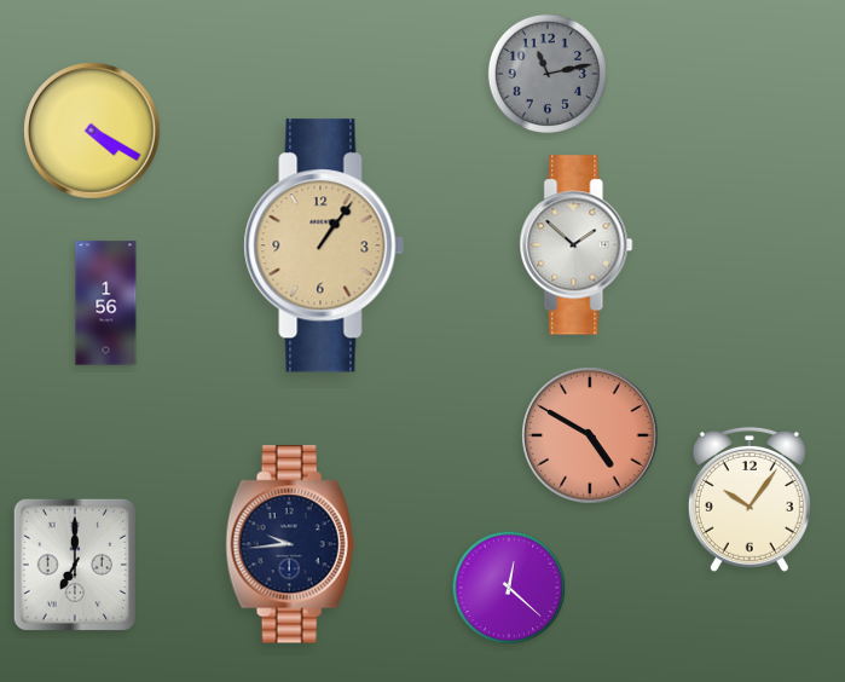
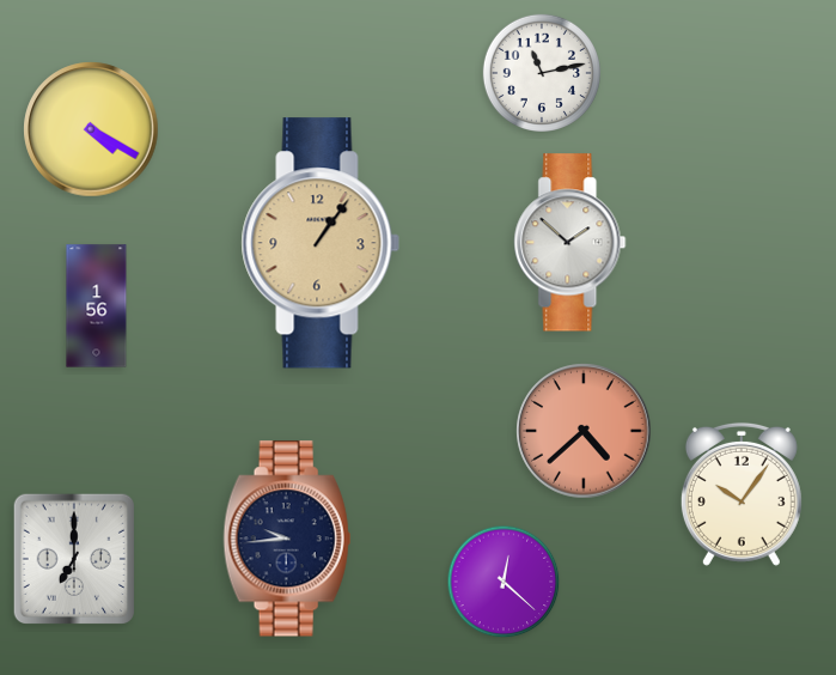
clock at (548, 74) dial: grey -> white
clock at (106, 304) position: (106, 304) -> (97, 306)
clock at (590, 435): 4:50 -> 4:38
